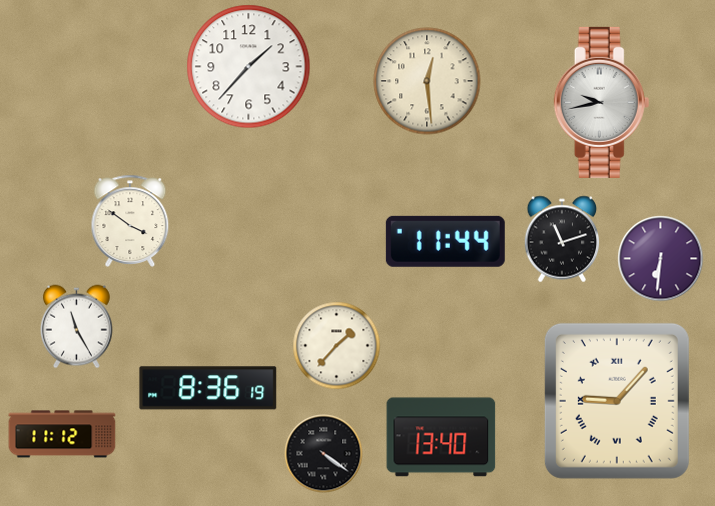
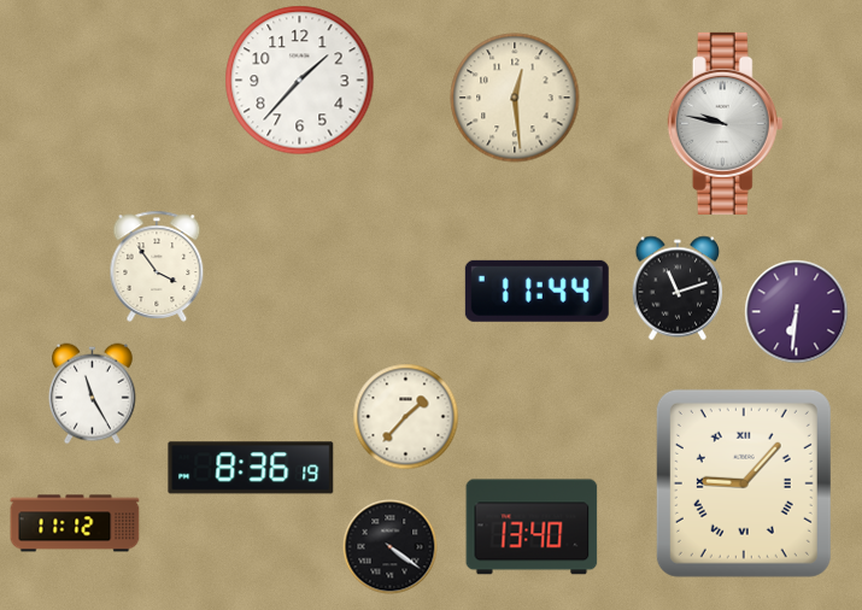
clock at (602, 102): 9:43 -> 9:47
clock at (130, 221): 3:51 -> 3:54
